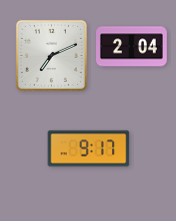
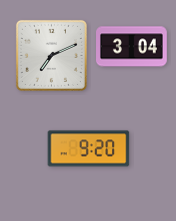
clock at (132, 47): 2:04 -> 3:04
clock at (89, 149): 9:17 -> 9:20
